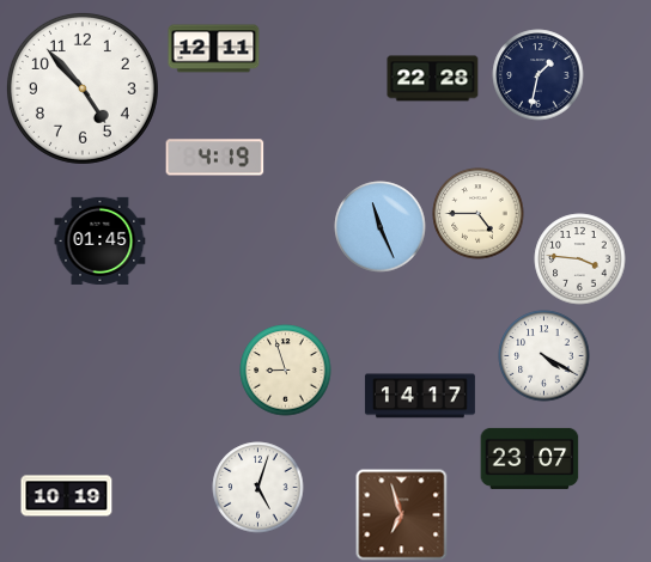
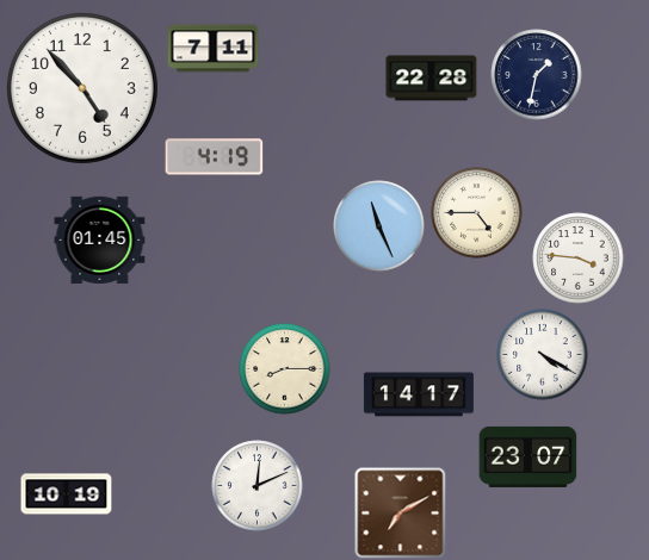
clock at (214, 49): 12:11 -> 7:11
clock at (286, 371): 8:57 -> 8:15
clock at (258, 488): 5:03 -> 12:11
clock at (402, 515): 6:57 -> 7:10
